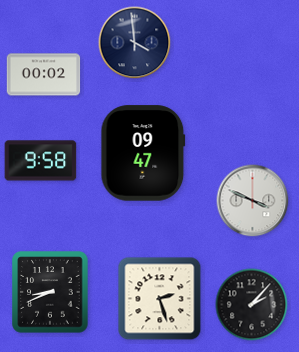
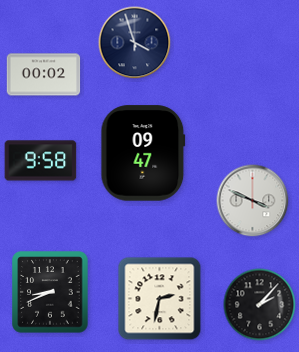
clock at (135, 43): 3:59 -> 3:57
clock at (160, 299): 2:27 -> 2:32
clock at (252, 305) position: (252, 305) -> (260, 305)
